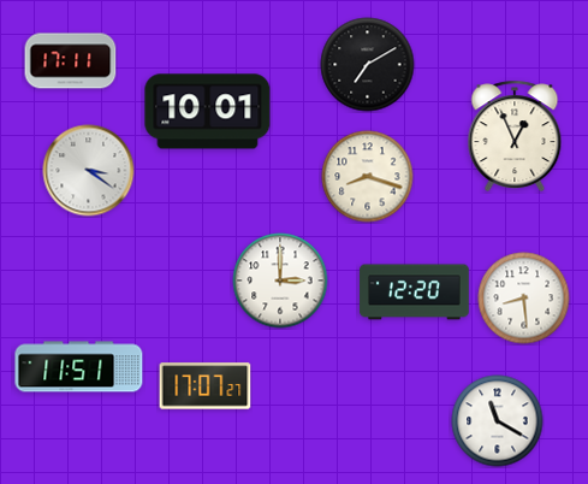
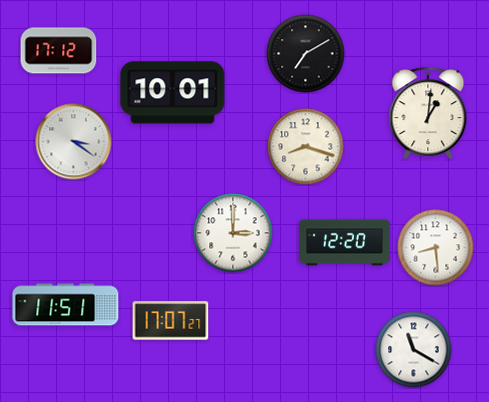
clock at (71, 61): 17:11 -> 17:12
clock at (515, 136): 12:56 -> 1:01
